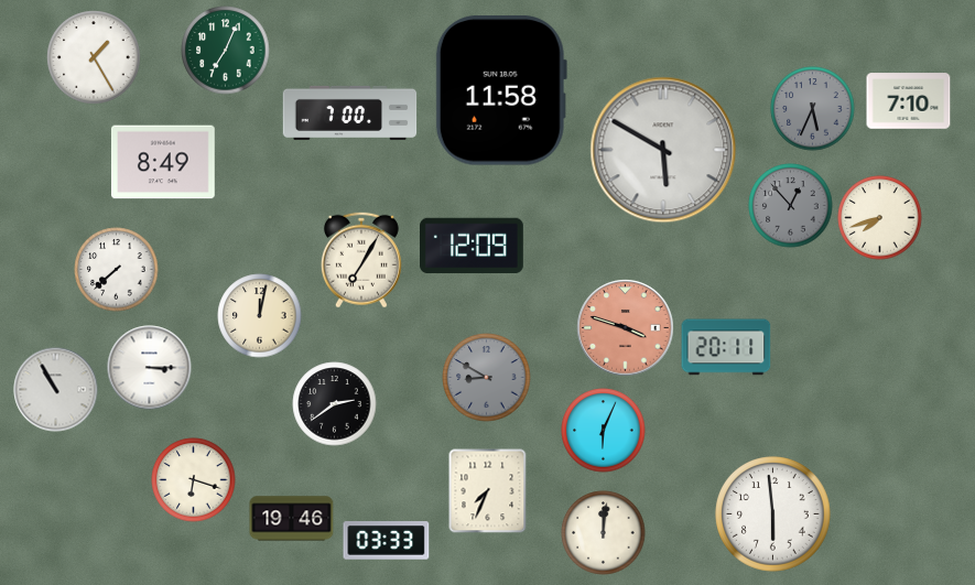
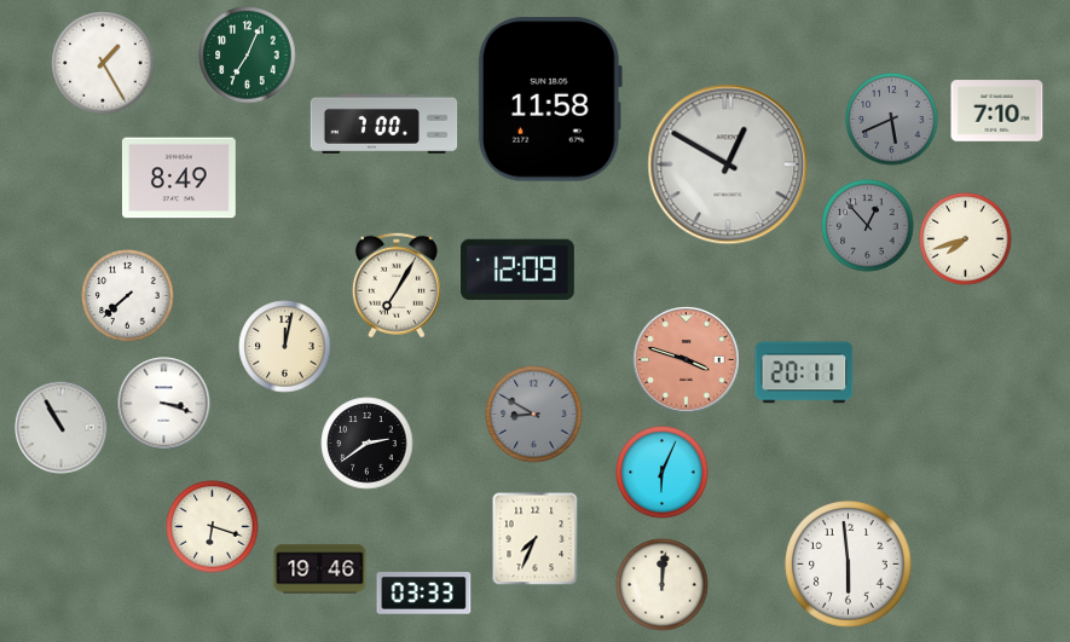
clock at (813, 109): 5:34 -> 5:41
clock at (663, 150): 5:50 -> 12:50
clock at (726, 347) position: (726, 347) -> (804, 372)
clock at (150, 368): 3:15 -> 3:18
